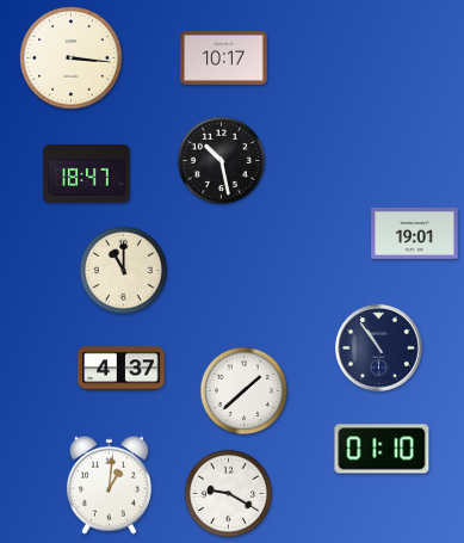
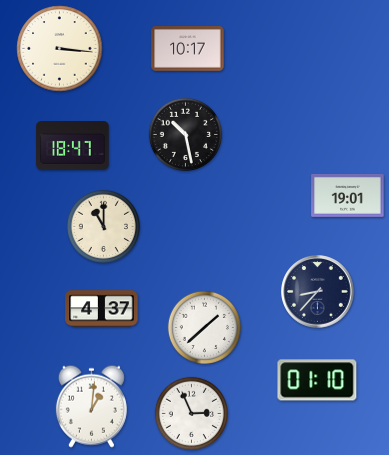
clock at (379, 348): 10:54 -> 8:37
clock at (382, 449) position: (382, 449) -> (317, 380)
clock at (228, 493): 9:20 -> 2:56
